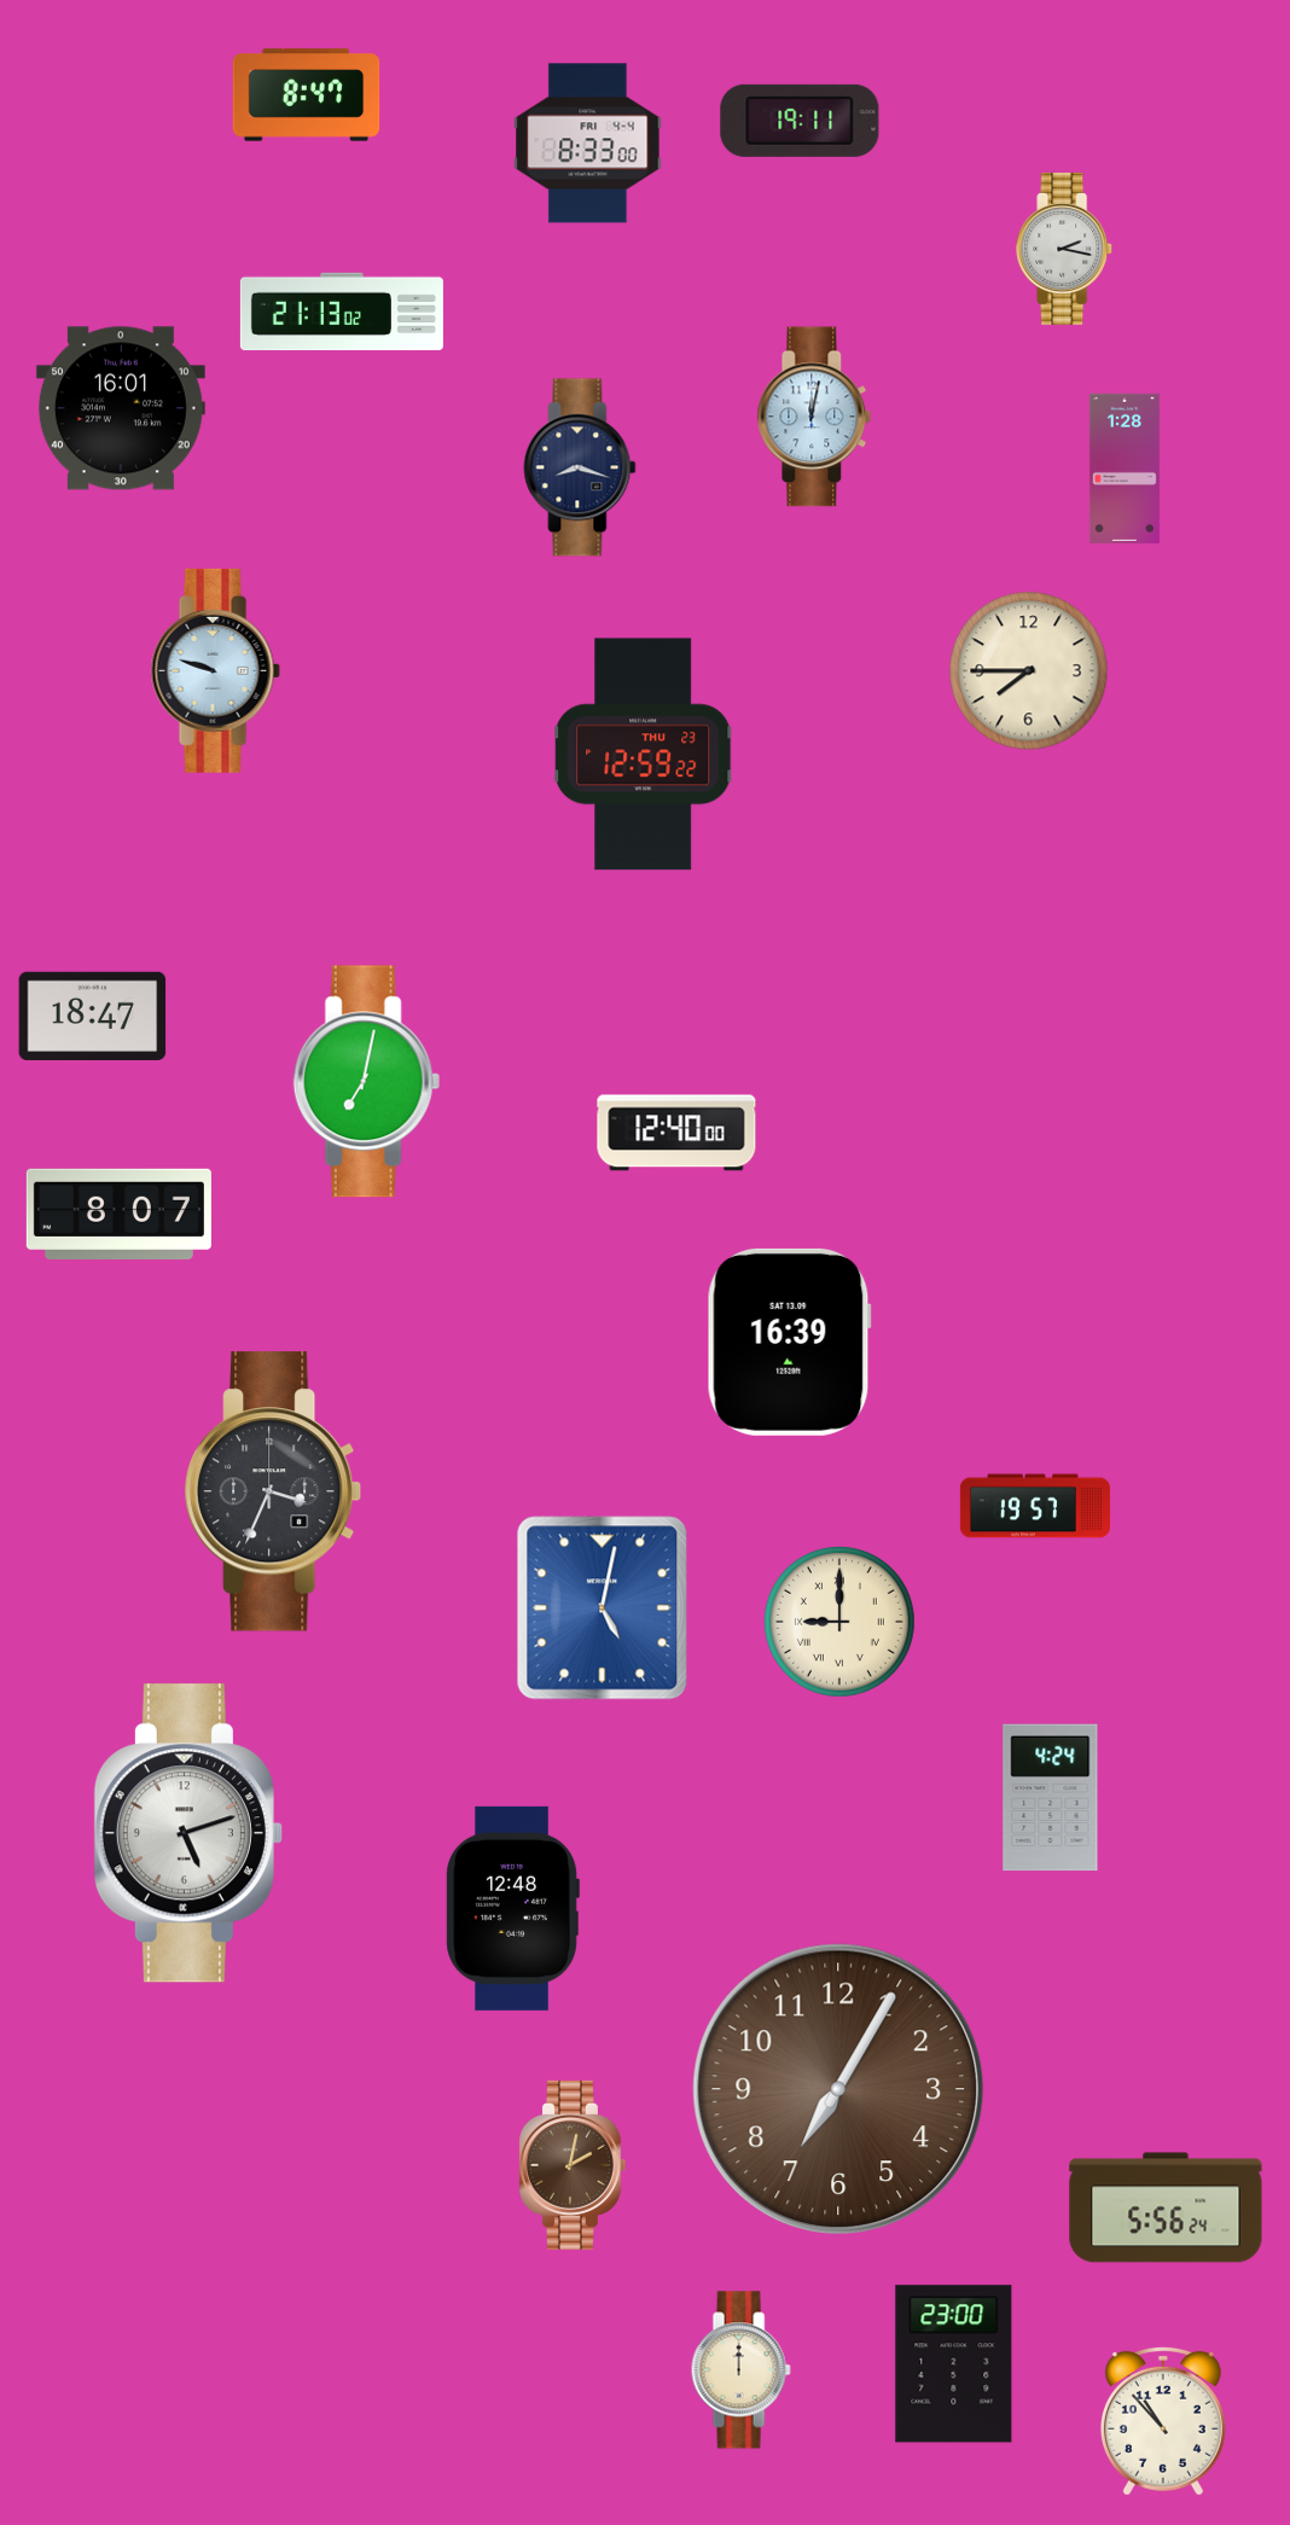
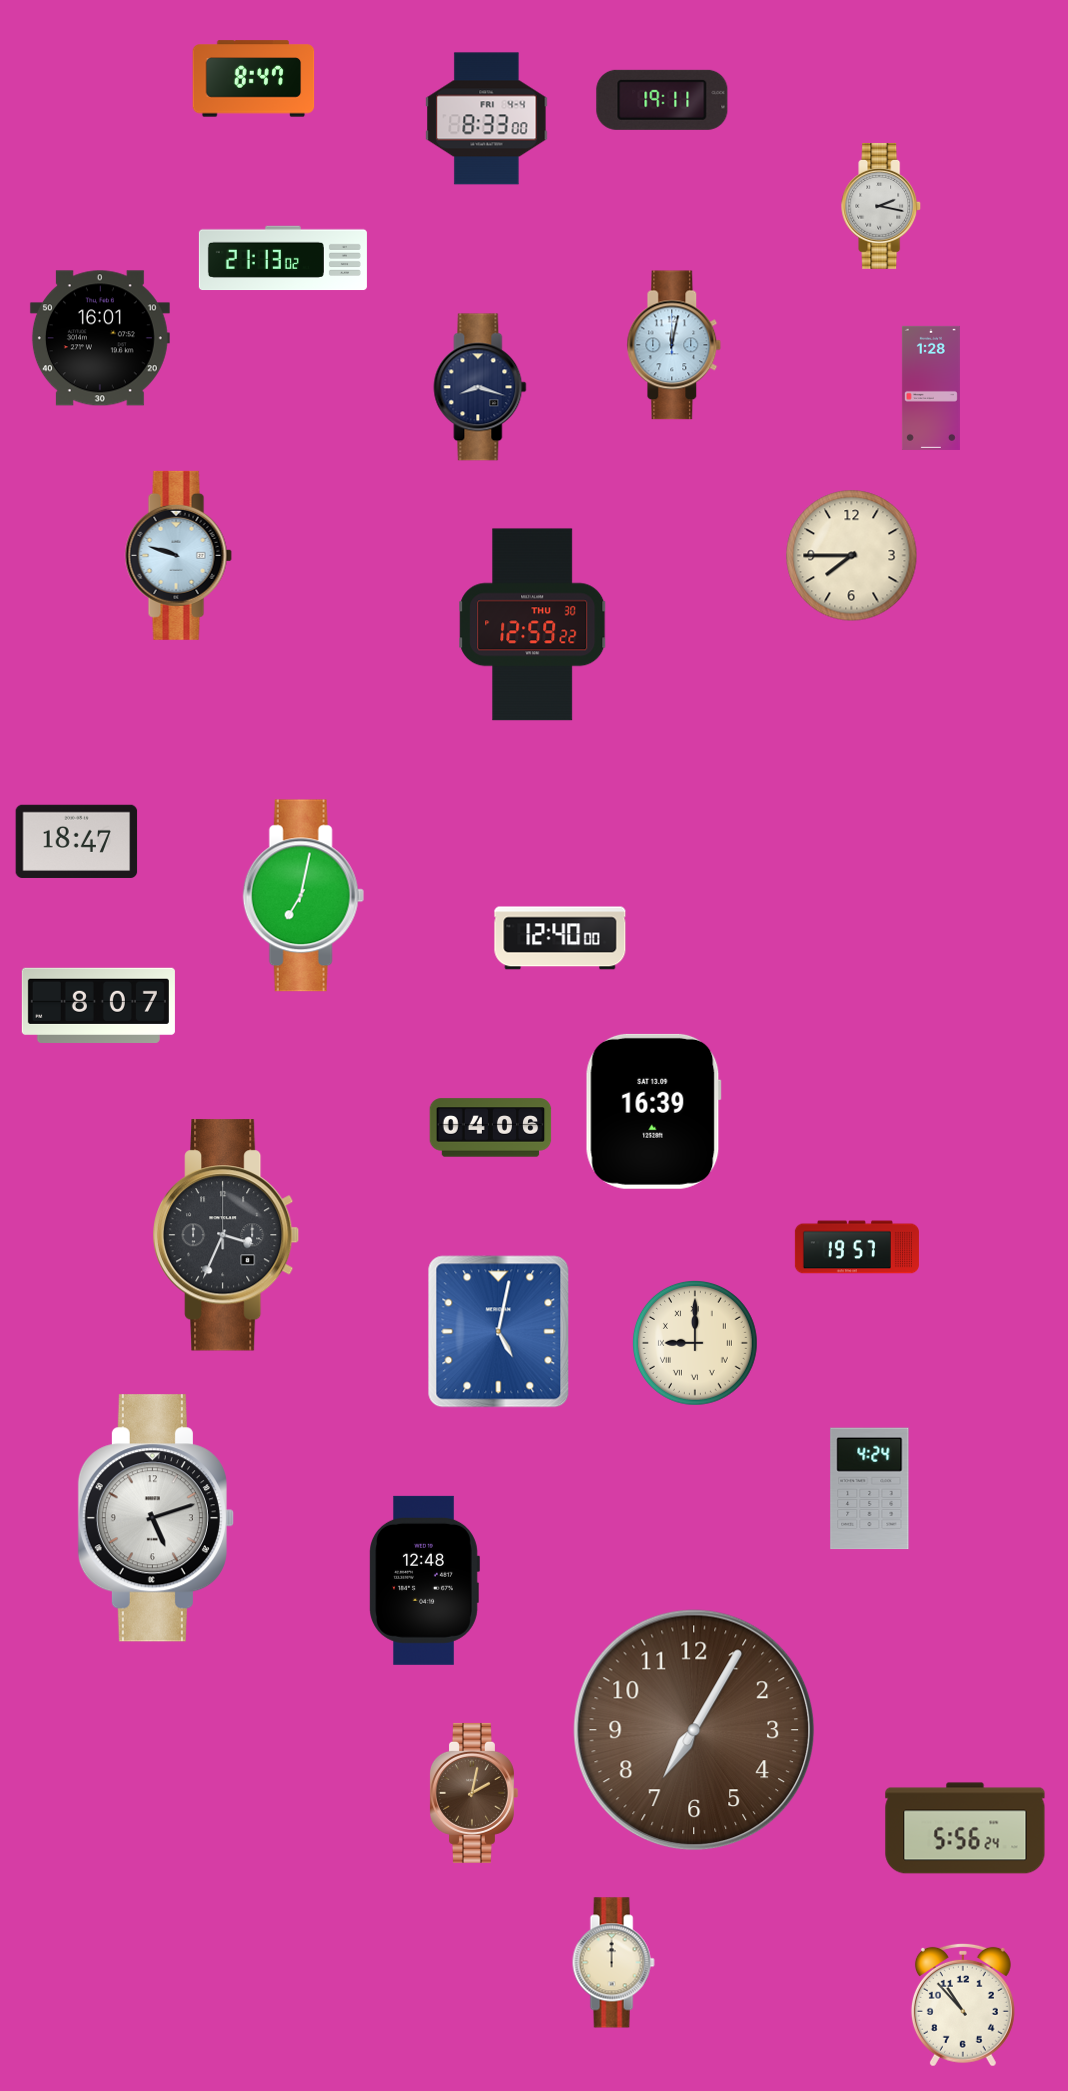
clock at (644, 755) date: THU 23 -> THU 30
clock at (491, 1128): none -> 04:06
clock at (954, 2364): 23:00 -> none
